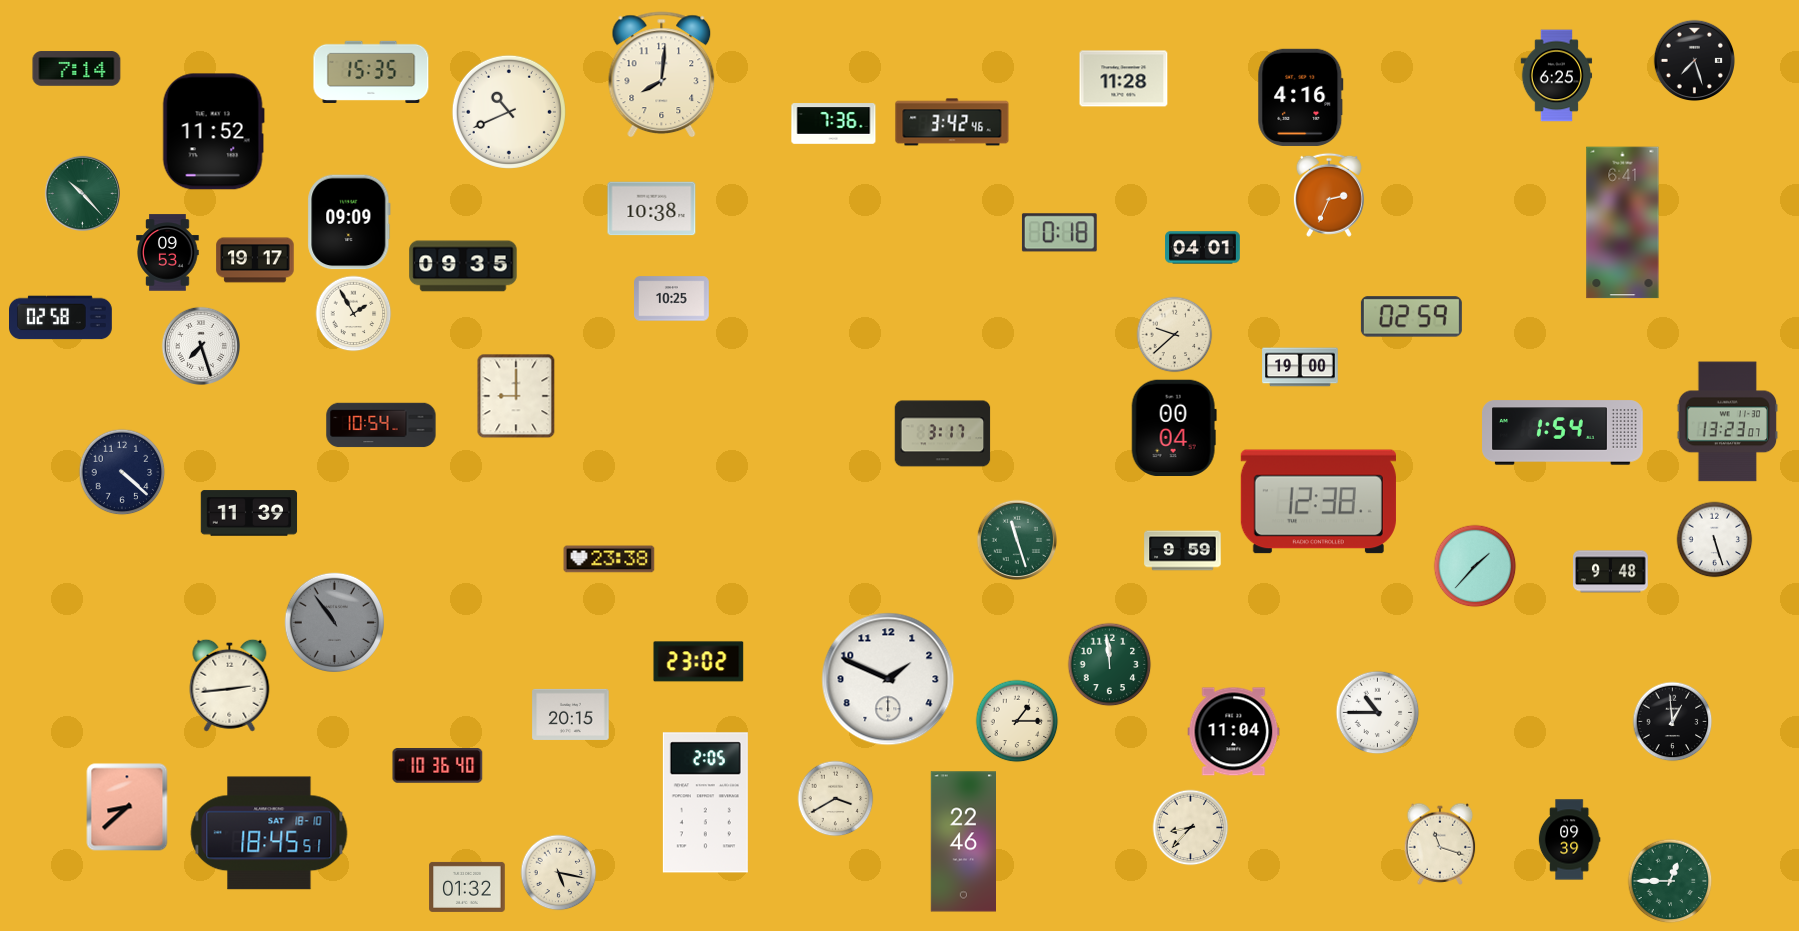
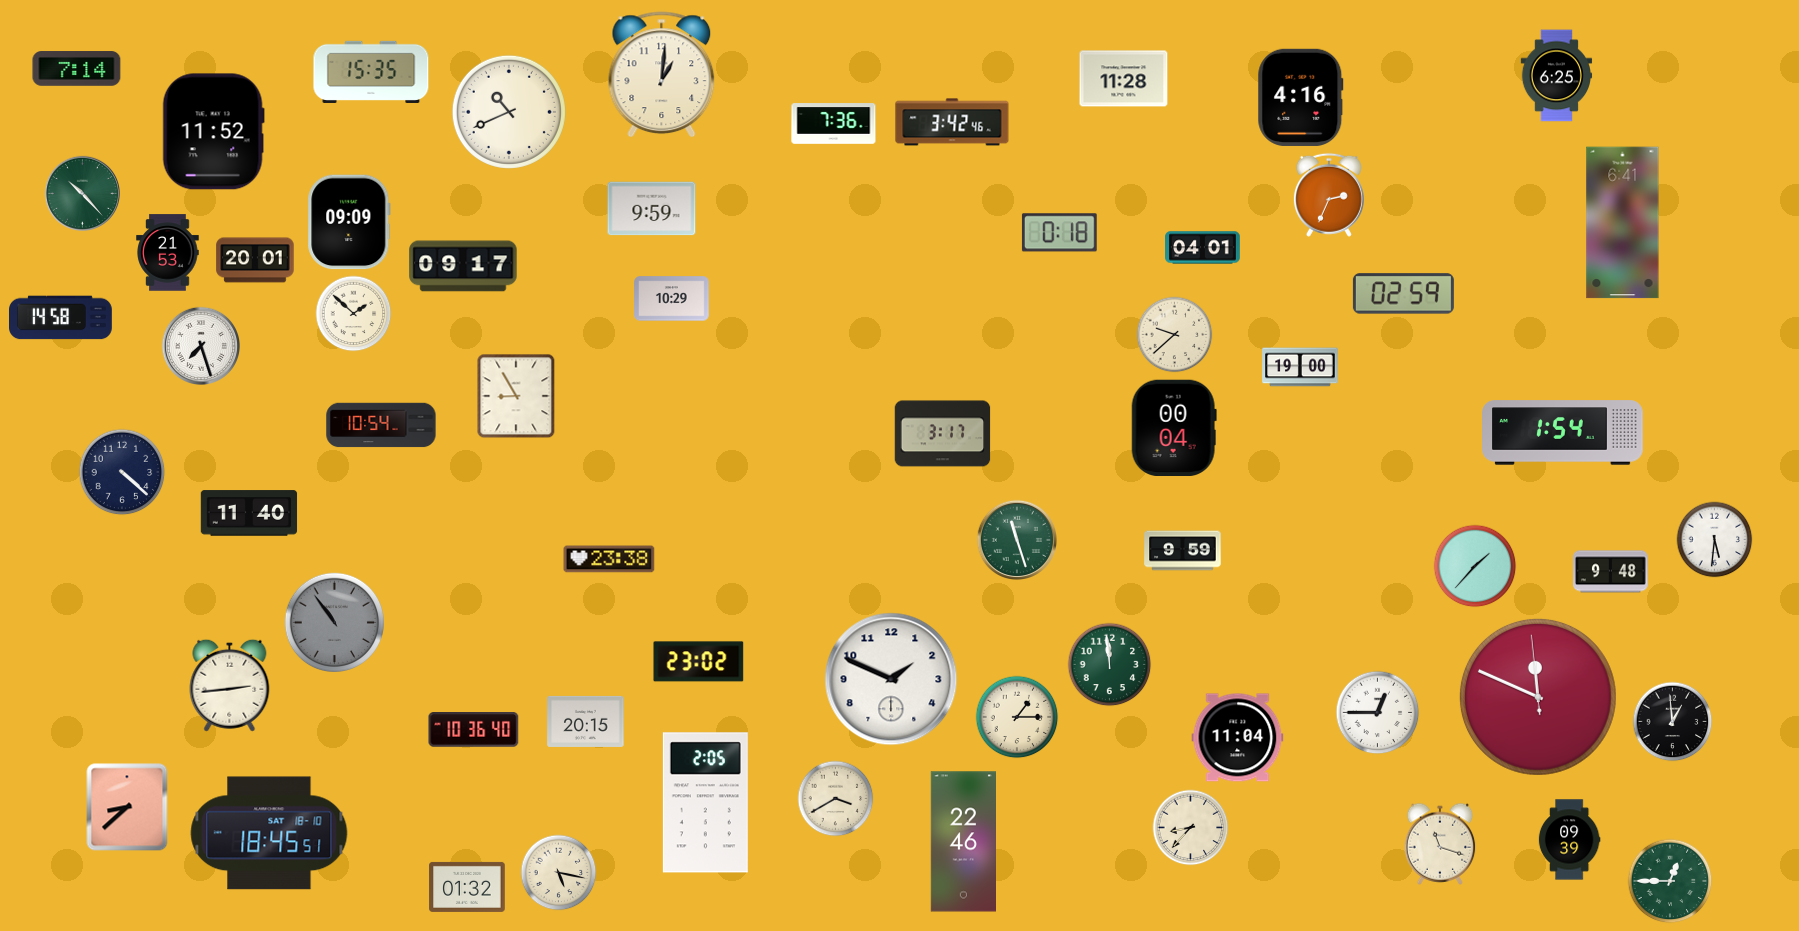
clock at (1694, 60): 7:27 -> none
clock at (662, 75): 8:01 -> 1:01
clock at (652, 209): 10:38 -> 9:59
clock at (168, 253): 09:53 -> 21:53
clock at (255, 260): 19:17 -> 20:01
clock at (463, 266): 09:35 -> 09:17
clock at (672, 299): 10:25 -> 10:29
clock at (354, 314): 1:55 -> 1:52
clock at (1411, 317) position: (1411, 317) -> (1403, 294)
clock at (61, 318): 02:58 -> 14:58
clock at (516, 396): 9:00 -> 8:55
clock at (1728, 422): 13:23 -> none
clock at (1318, 502): 12:38 -> none
clock at (249, 513): 11:39 -> 11:40
clock at (1715, 540): 5:27 -> 5:31
clock at (888, 679) position: (888, 679) -> (891, 679)
clock at (1538, 697): none -> 11:48
clock at (1378, 713): 10:45 -> 12:45
clock at (571, 714) position: (571, 714) -> (586, 721)
clock at (1017, 721) position: (1017, 721) -> (1017, 717)
clock at (1234, 732) position: (1234, 732) -> (1238, 738)
clock at (438, 766) position: (438, 766) -> (474, 730)
